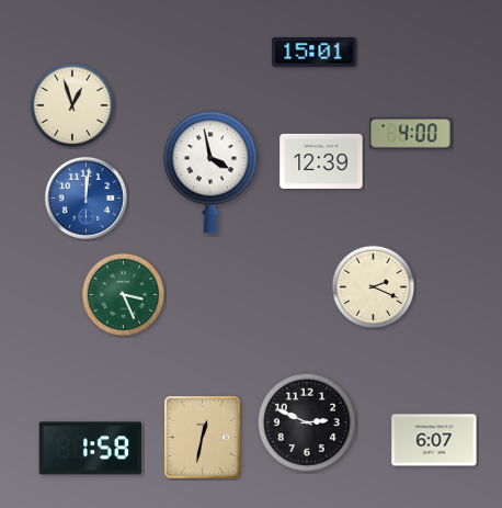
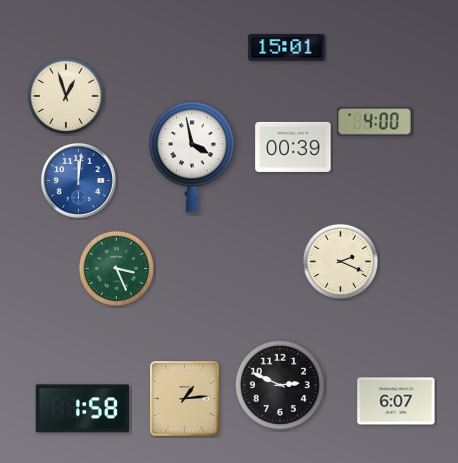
clock at (321, 161): 12:39 -> 00:39
clock at (124, 295) position: (124, 295) -> (117, 269)
clock at (203, 438): 12:32 -> 1:14
